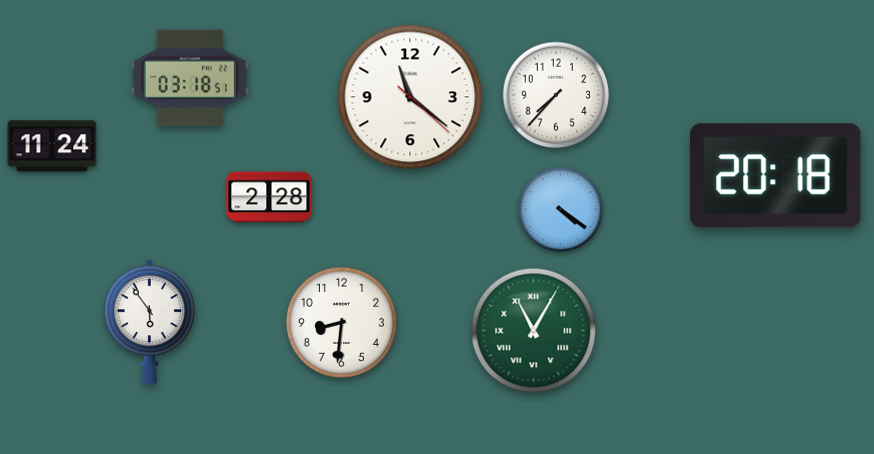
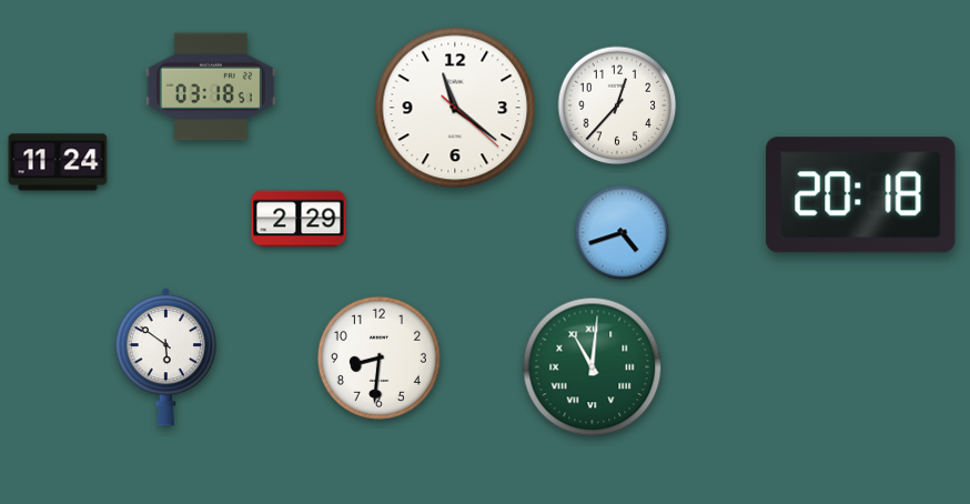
clock at (556, 95): 7:37 -> 12:37
clock at (269, 197): 2:28 -> 2:29
clock at (561, 210): 4:21 -> 4:42
clock at (150, 321): 5:54 -> 5:51
clock at (534, 331): 11:05 -> 11:01
